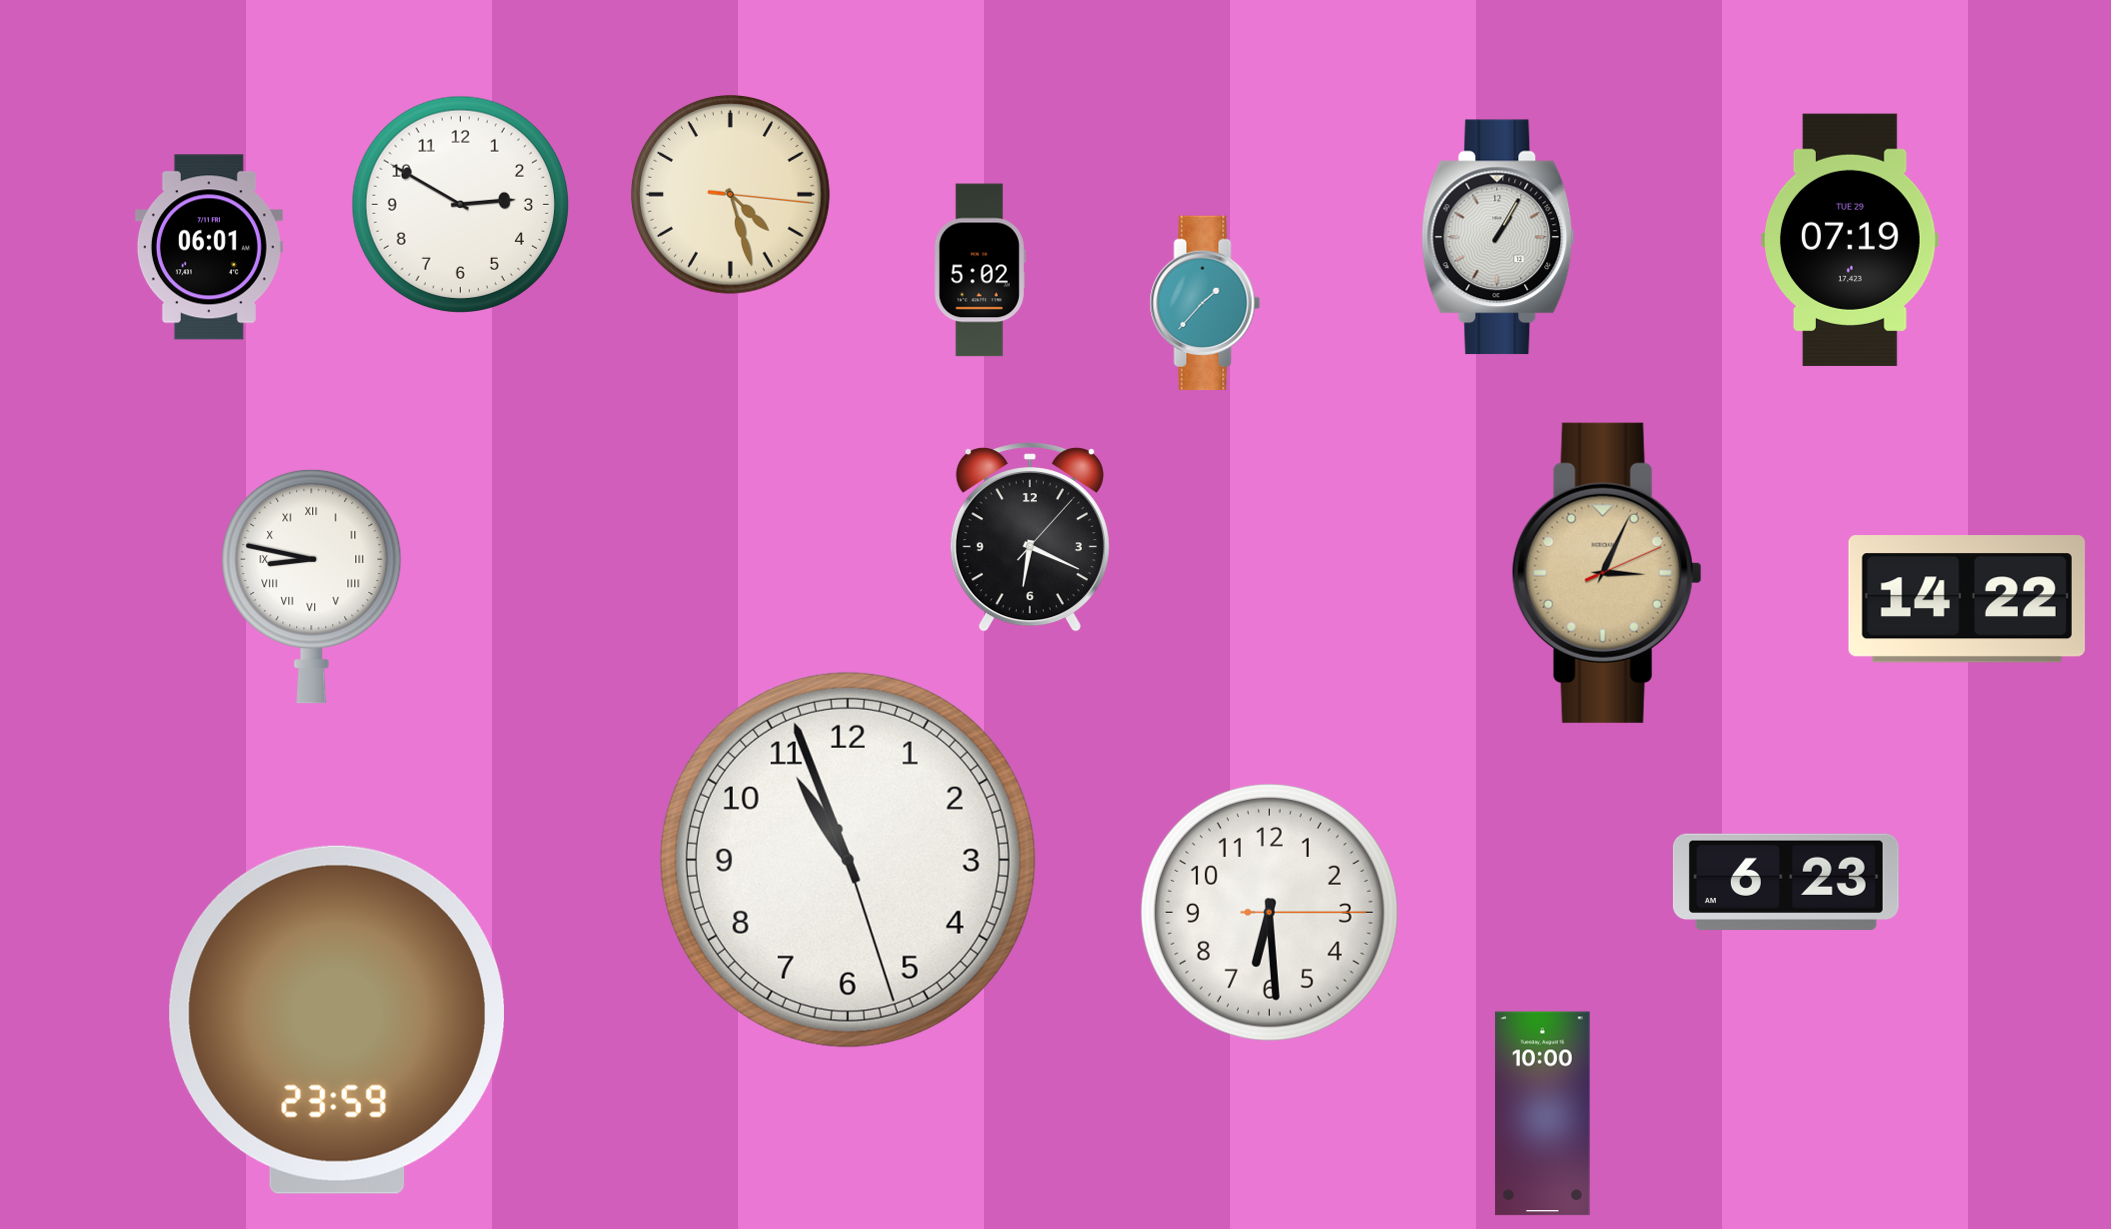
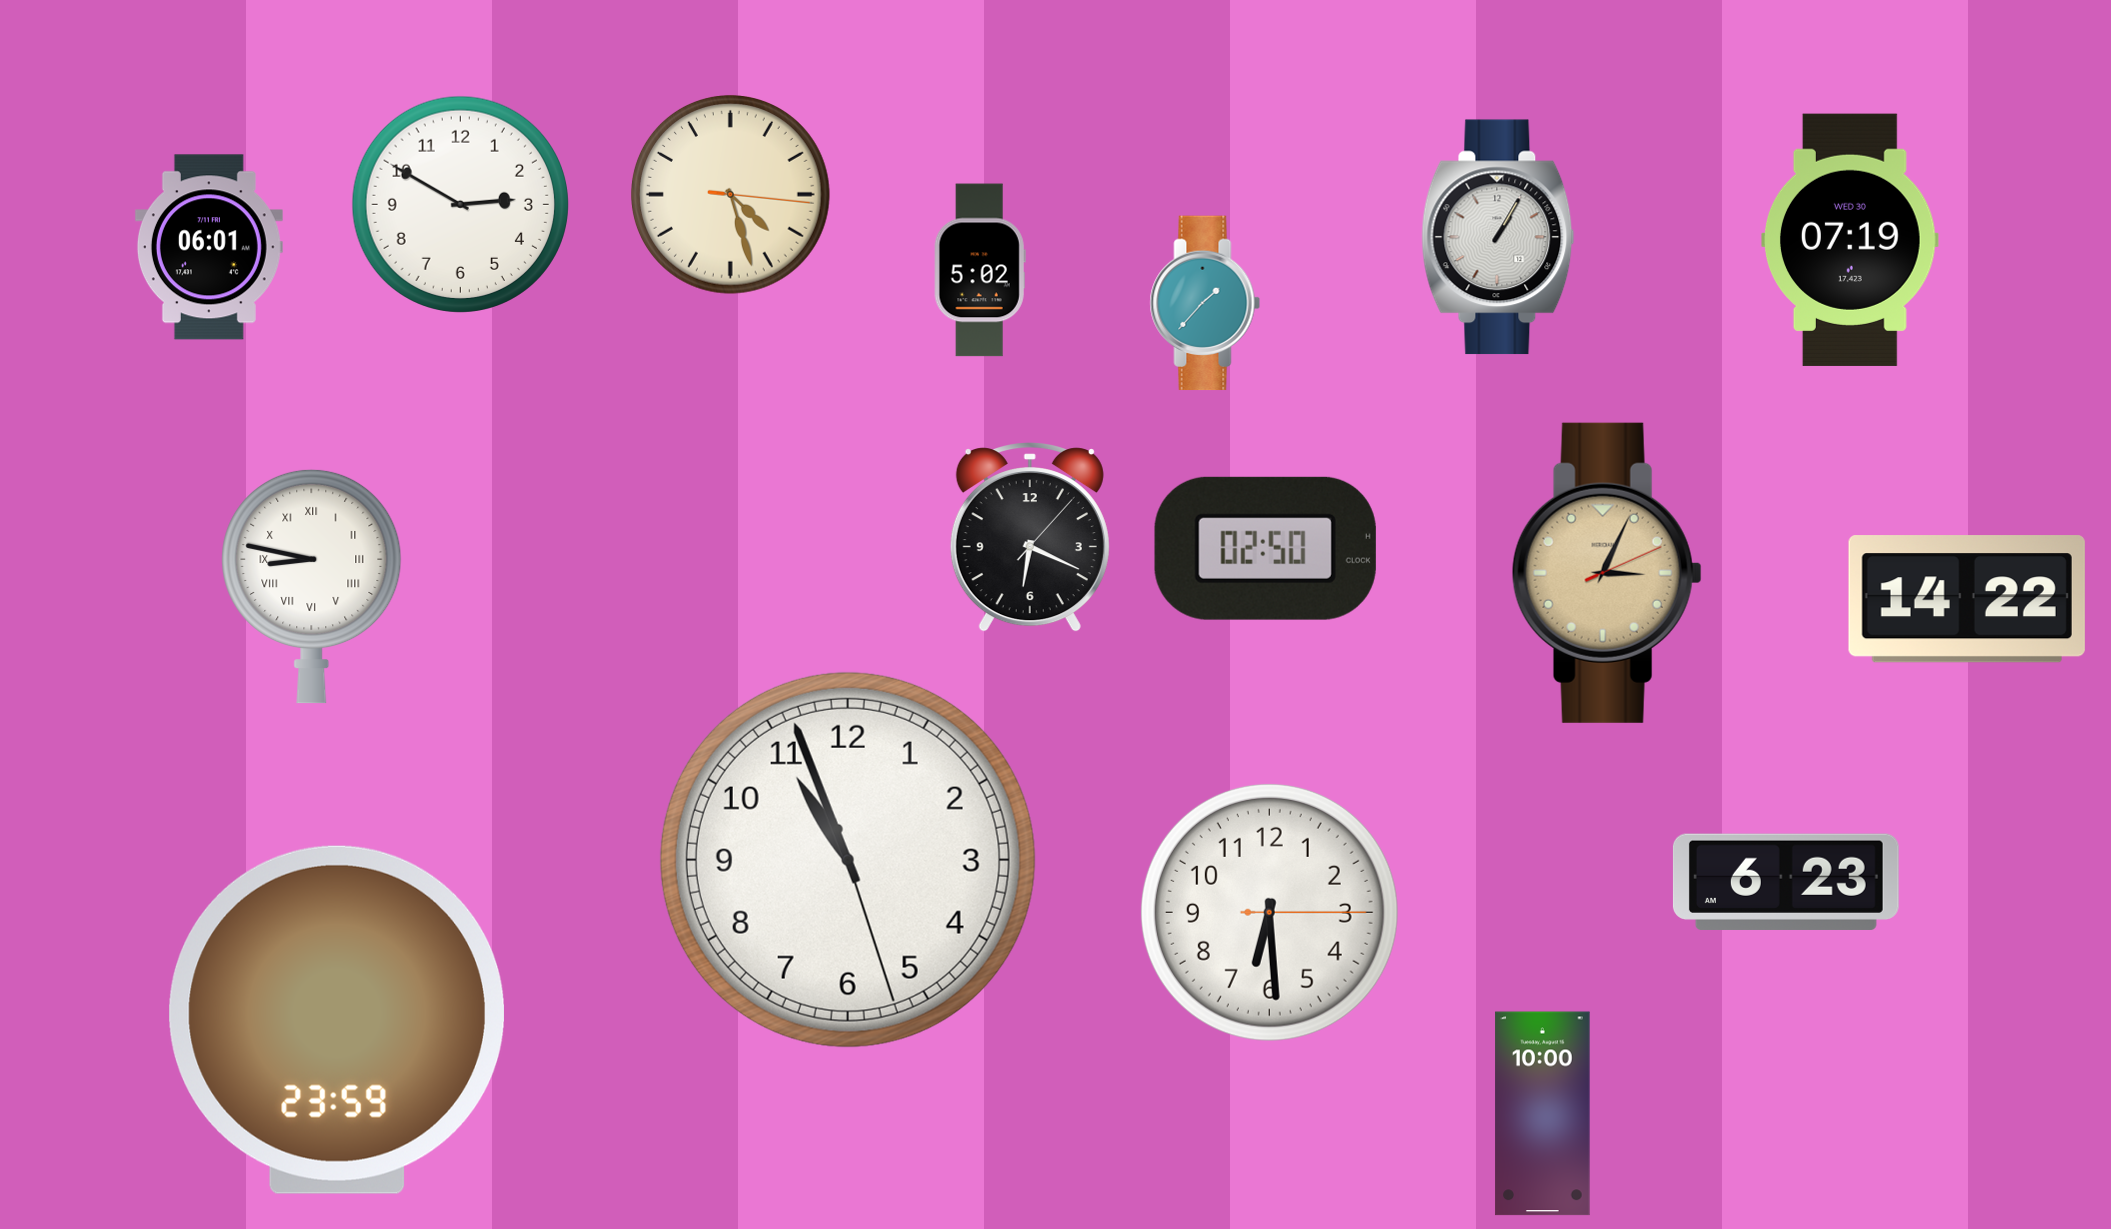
clock at (1851, 240) date: TUE 29 -> WED 30
clock at (1265, 548): none -> 02:50
